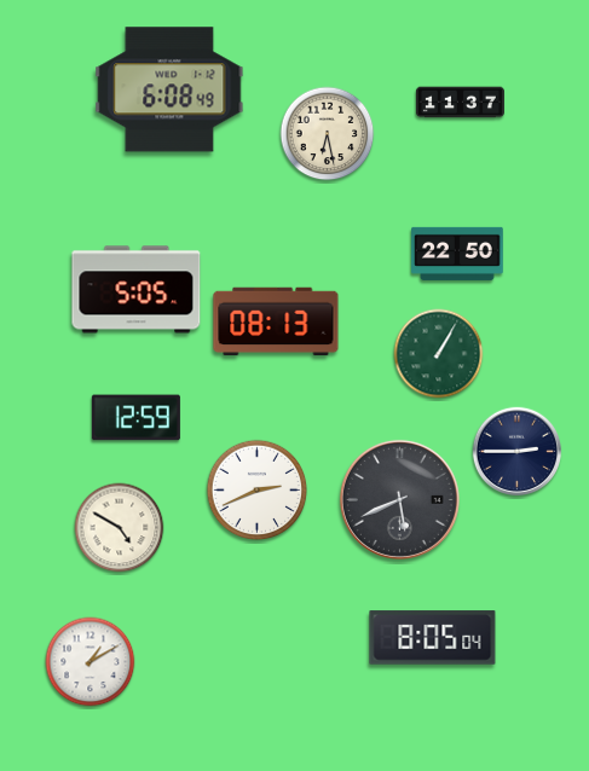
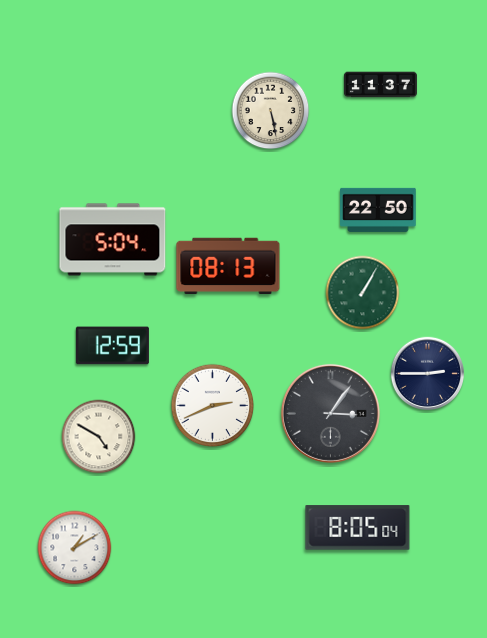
clock at (169, 89): 6:08 -> none
clock at (328, 134): 6:28 -> 5:28
clock at (137, 290): 5:05 -> 5:04
clock at (399, 499): 5:41 -> 3:06
